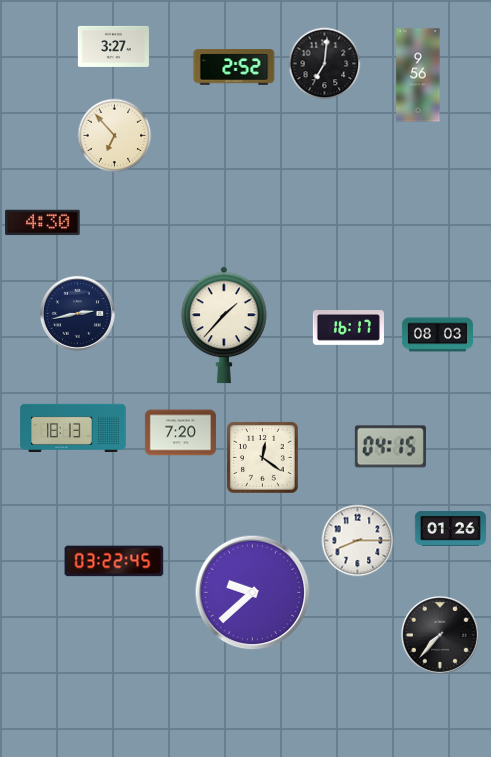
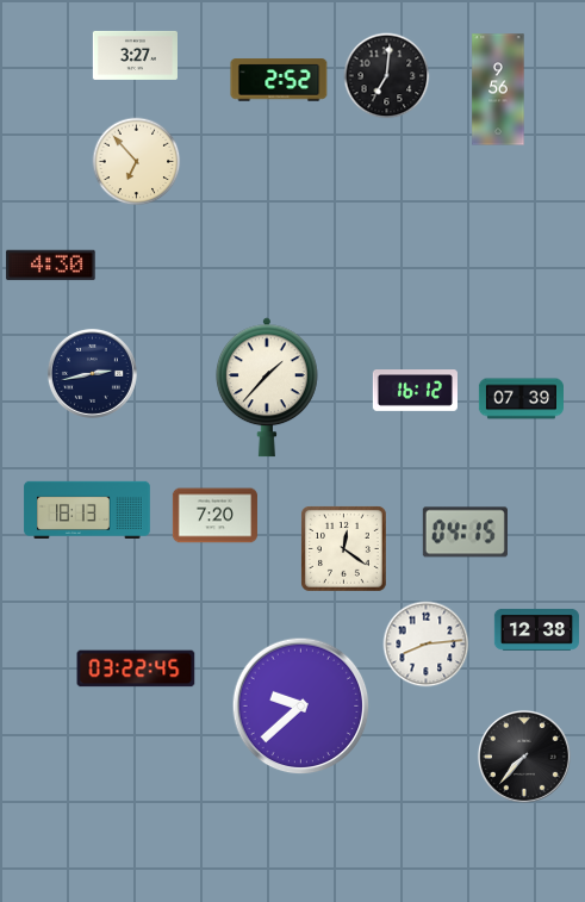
clock at (348, 328): 16:17 -> 16:12
clock at (437, 335): 08:03 -> 07:39
clock at (263, 458) position: (263, 458) -> (344, 549)
clock at (450, 528): 01:26 -> 12:38
clock at (358, 541): 8:15 -> 8:14
